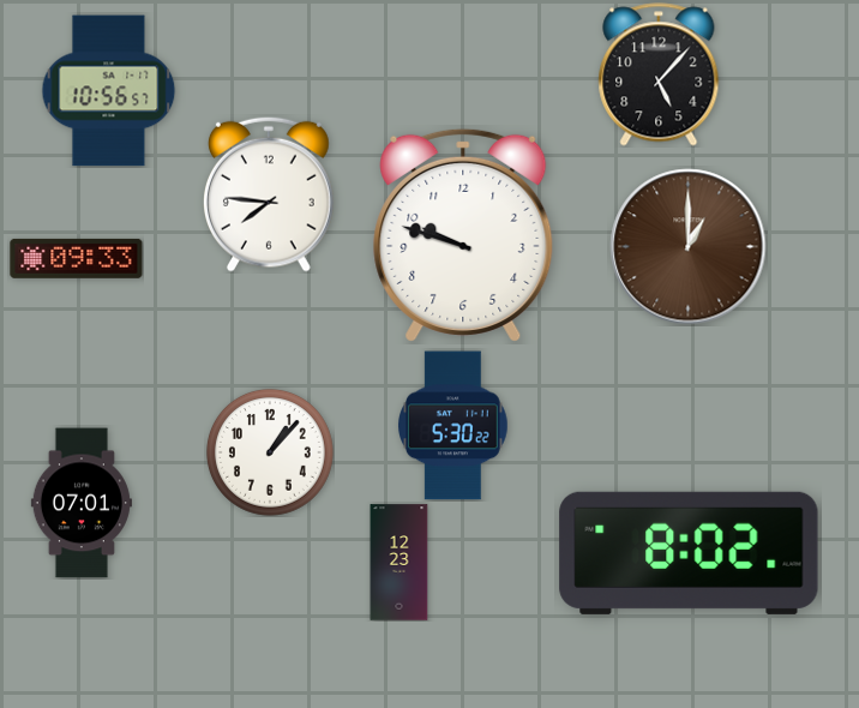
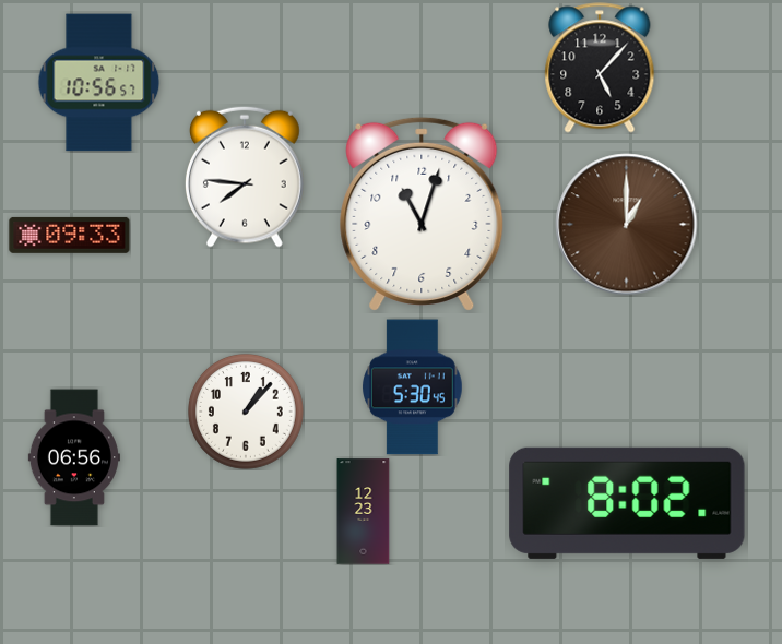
clock at (463, 235): 9:48 -> 11:03
clock at (453, 426): 5:30:22 -> 5:30:45
clock at (82, 503): 07:01 -> 06:56
